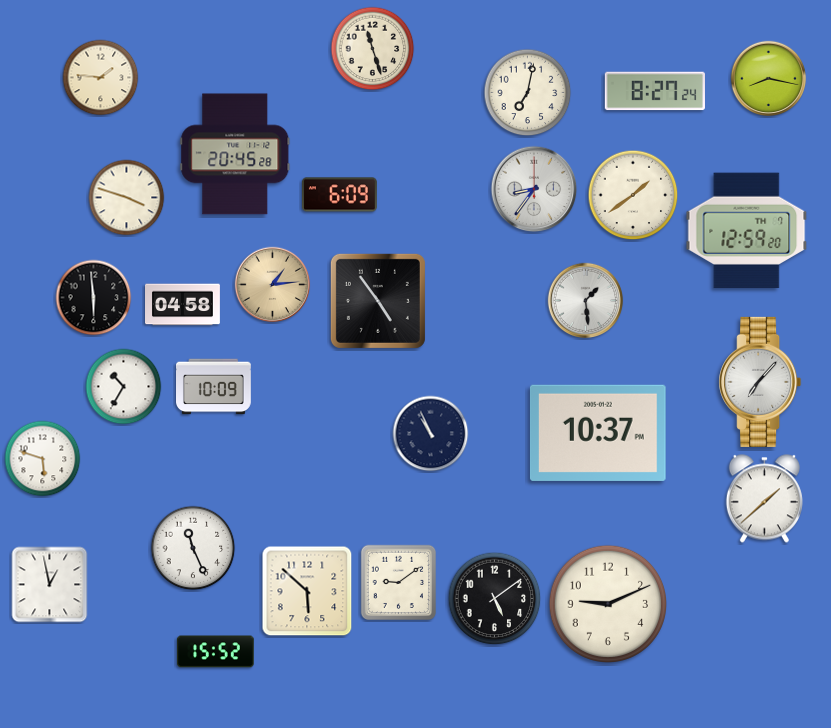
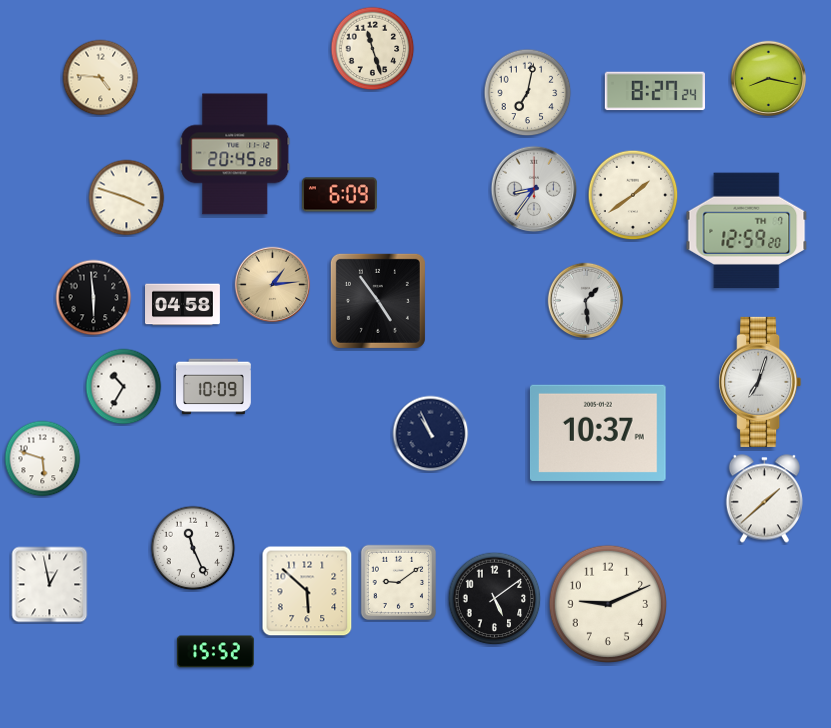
clock at (101, 78): 1:46 -> 4:46
clock at (760, 382): 7:07 -> 7:03
